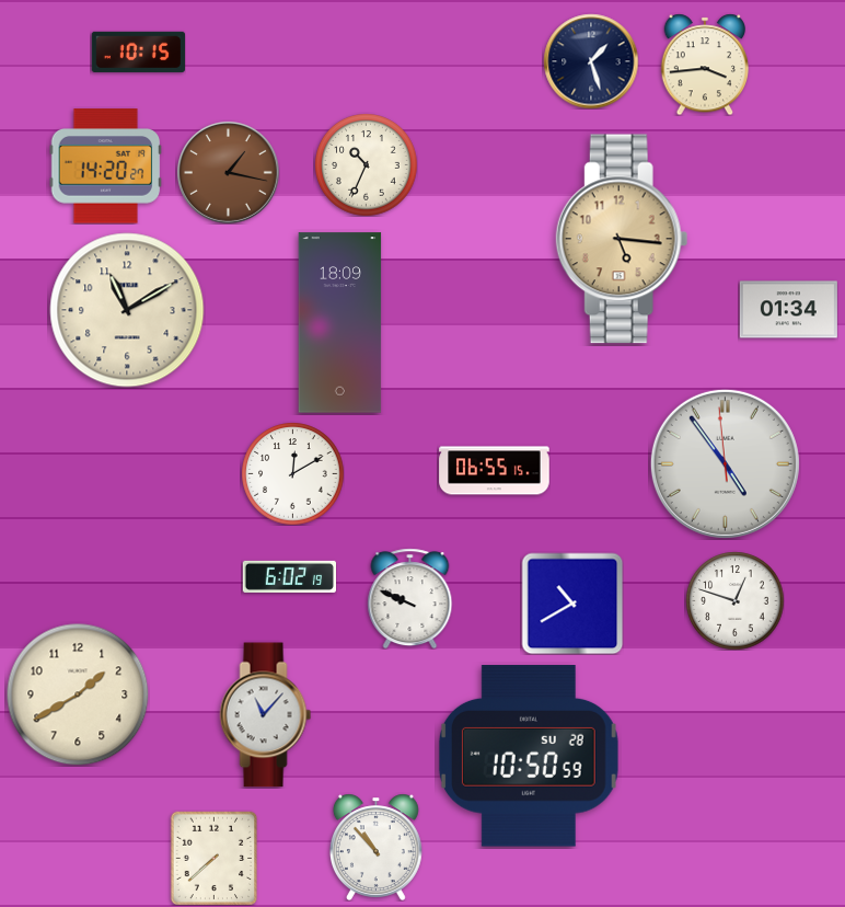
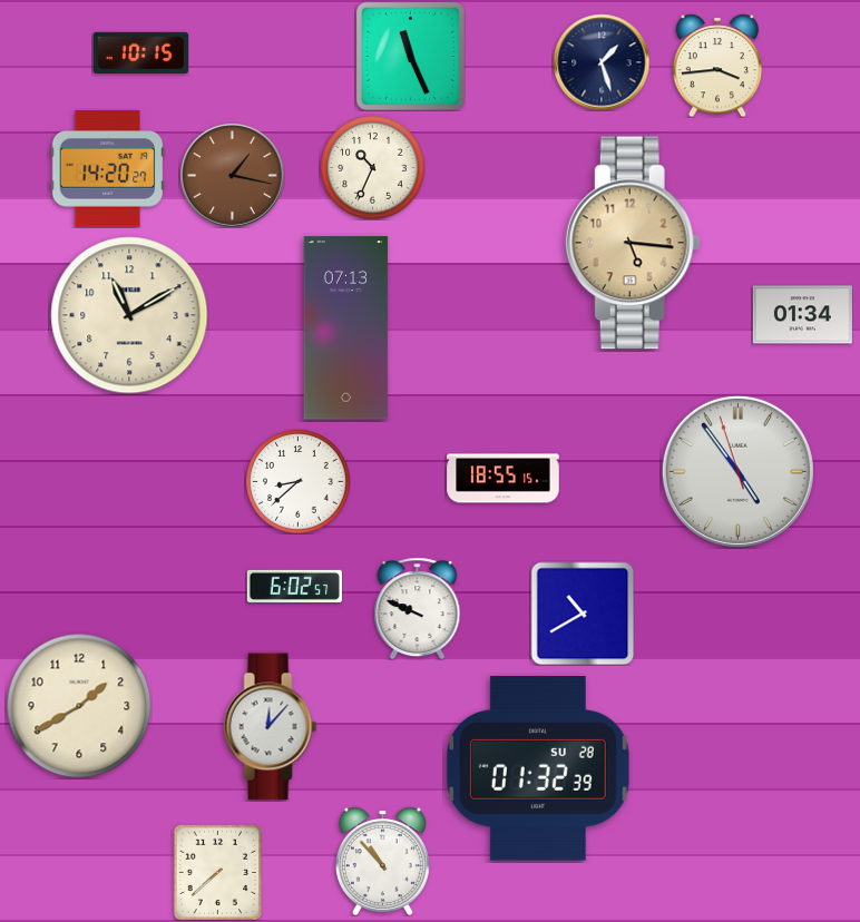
clock at (410, 56): none -> 11:26
clock at (340, 323): 18:09 -> 07:13
clock at (725, 463): 4:53:59 -> 4:53:57
clock at (495, 471): 06:55 -> 18:55
clock at (292, 473): 12:10 -> 8:38
clock at (289, 576): 6:02:19 -> 6:02:57
clock at (734, 600): 12:48 -> none
clock at (266, 715): 11:07 -> 12:07
clock at (529, 756): 10:50 -> 01:32
